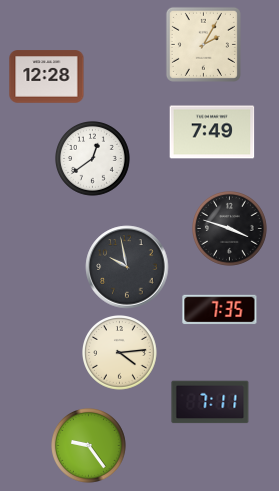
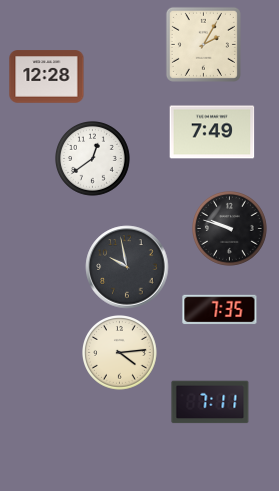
clock at (230, 229): 3:48 -> 9:48
clock at (89, 446): 9:24 -> none
